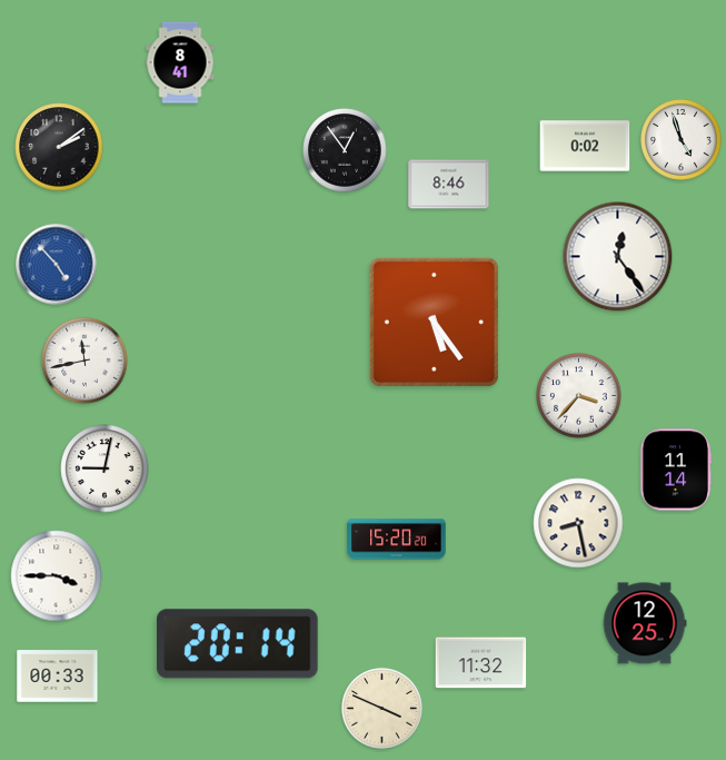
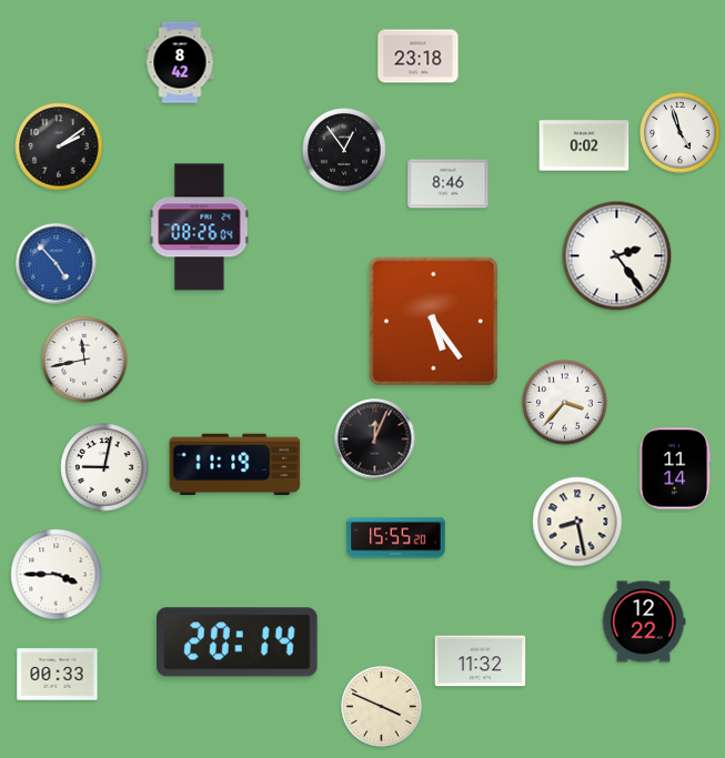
clock at (419, 57): none -> 23:18
clock at (180, 62): 8:41 -> 8:42
clock at (682, 140) position: (682, 140) -> (681, 133)
clock at (200, 228): none -> 08:26
clock at (618, 257): 12:24 -> 2:24
clock at (579, 396) position: (579, 396) -> (565, 403)
clock at (375, 439): none -> 12:04
clock at (235, 465): none -> 11:19
clock at (397, 540): 15:20 -> 15:55
clock at (645, 623): 12:25 -> 12:22
